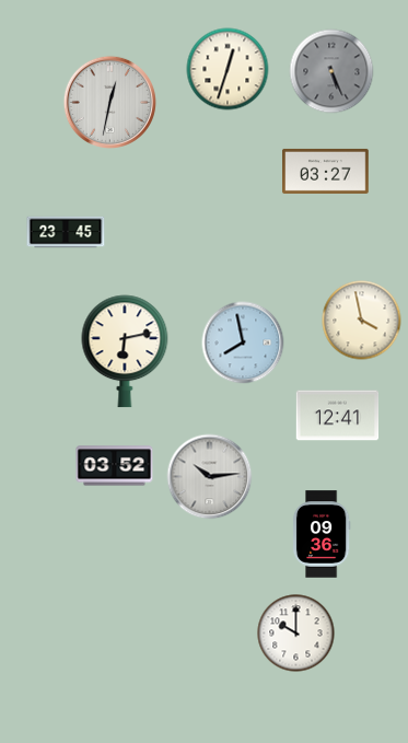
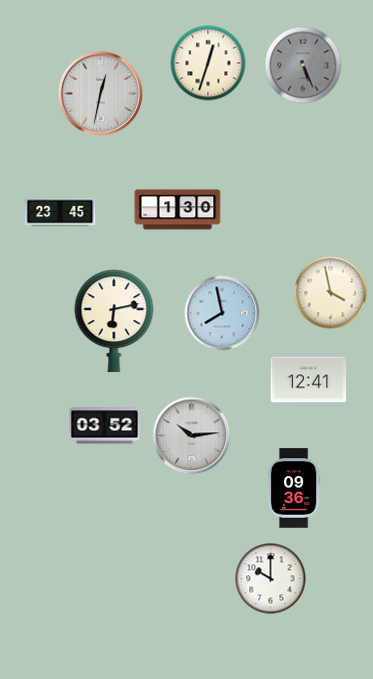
clock at (326, 171): 03:27 -> none
clock at (178, 210): none -> 1:30
